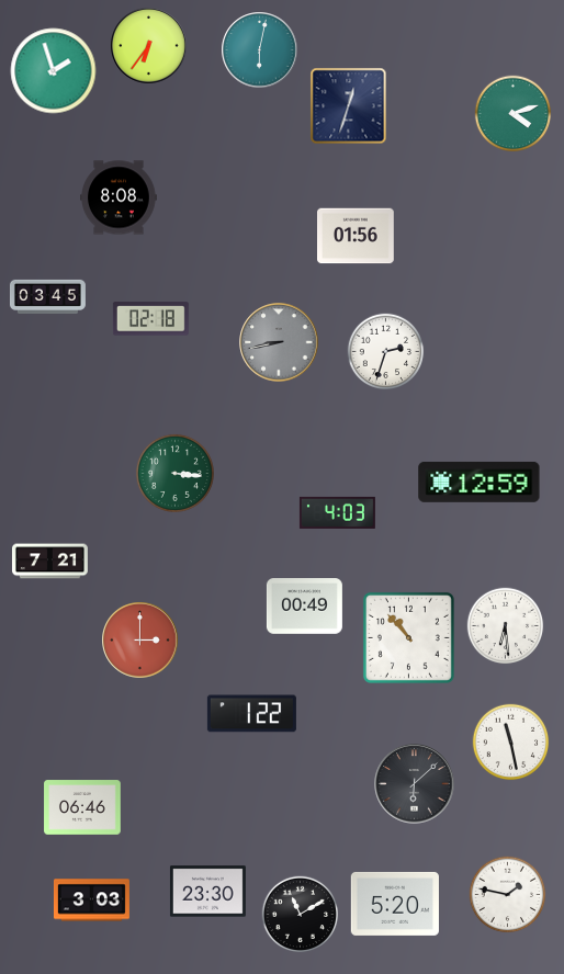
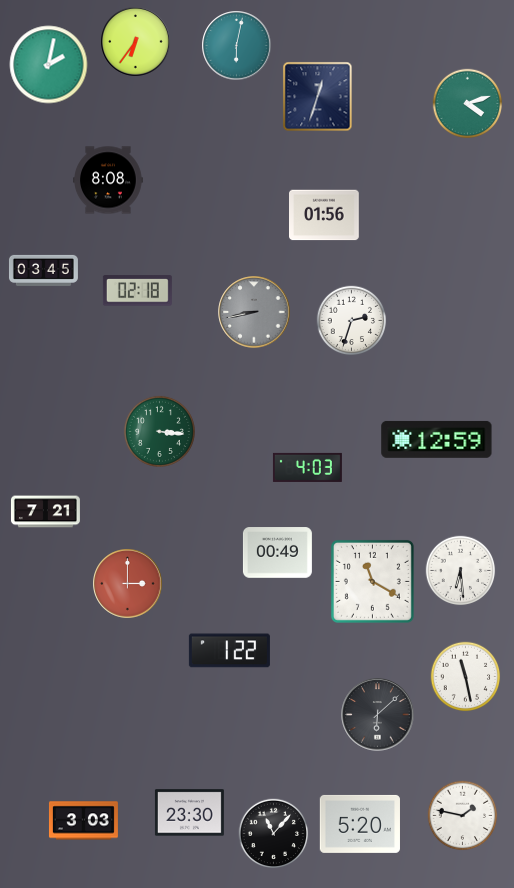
clock at (54, 71): 1:57 -> 2:02
clock at (408, 637): 10:53 -> 11:20
clock at (82, 807): 06:46 -> none
clock at (301, 915): 11:10 -> 11:07
